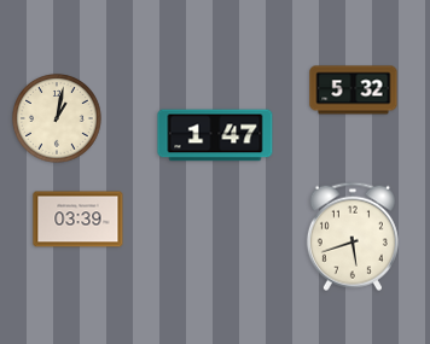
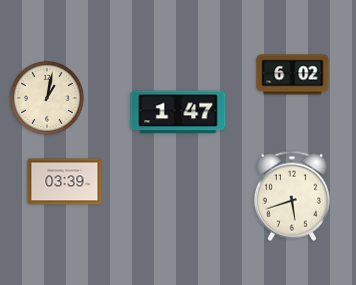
clock at (354, 91): 5:32 -> 6:02
